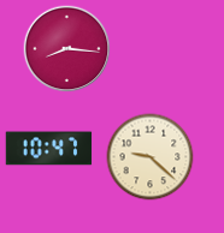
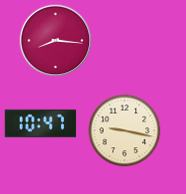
clock at (151, 157): 9:22 -> 9:17
